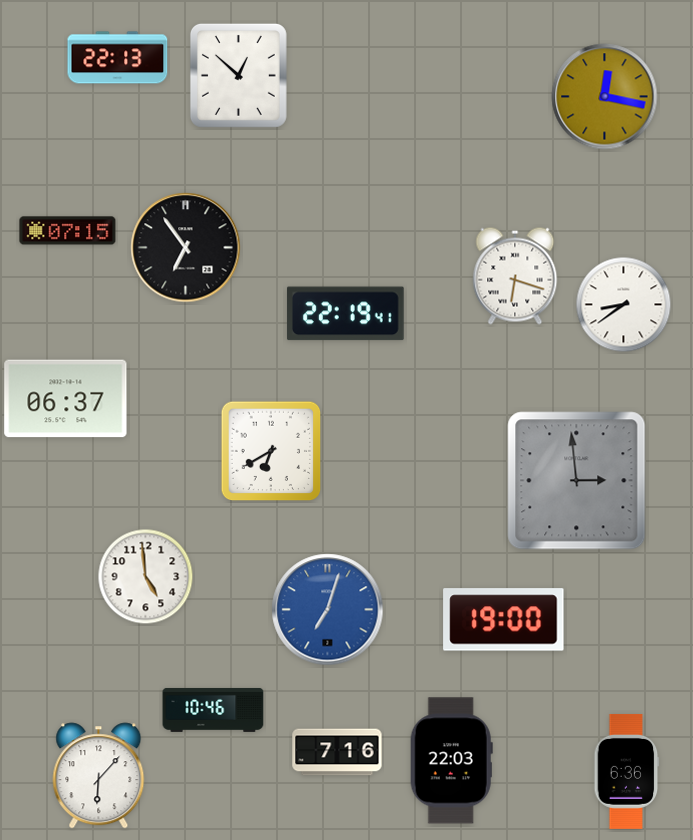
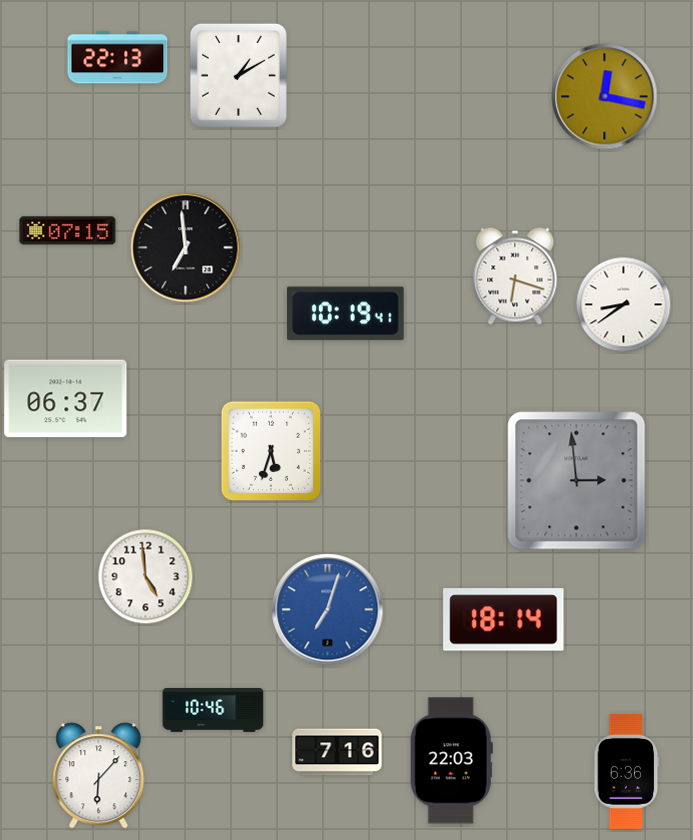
clock at (238, 75): 12:52 -> 1:10
clock at (186, 248): 6:54 -> 6:59
clock at (345, 314): 22:19 -> 10:19
clock at (271, 451): 6:40 -> 5:33
clock at (504, 620): 19:00 -> 18:14
